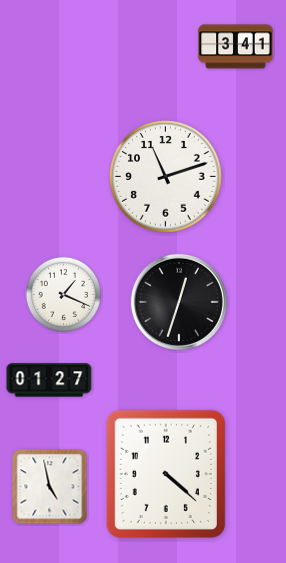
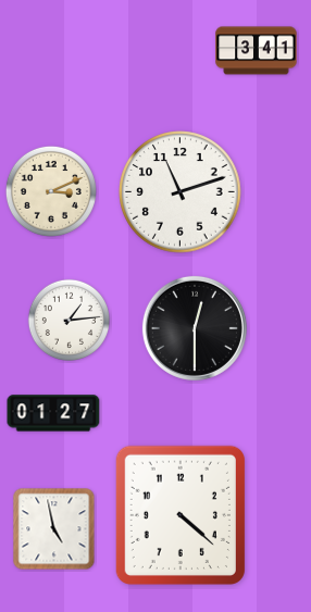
clock at (51, 191): none -> 3:11
clock at (63, 294): 1:19 -> 1:14
clock at (179, 302): 12:33 -> 12:30
